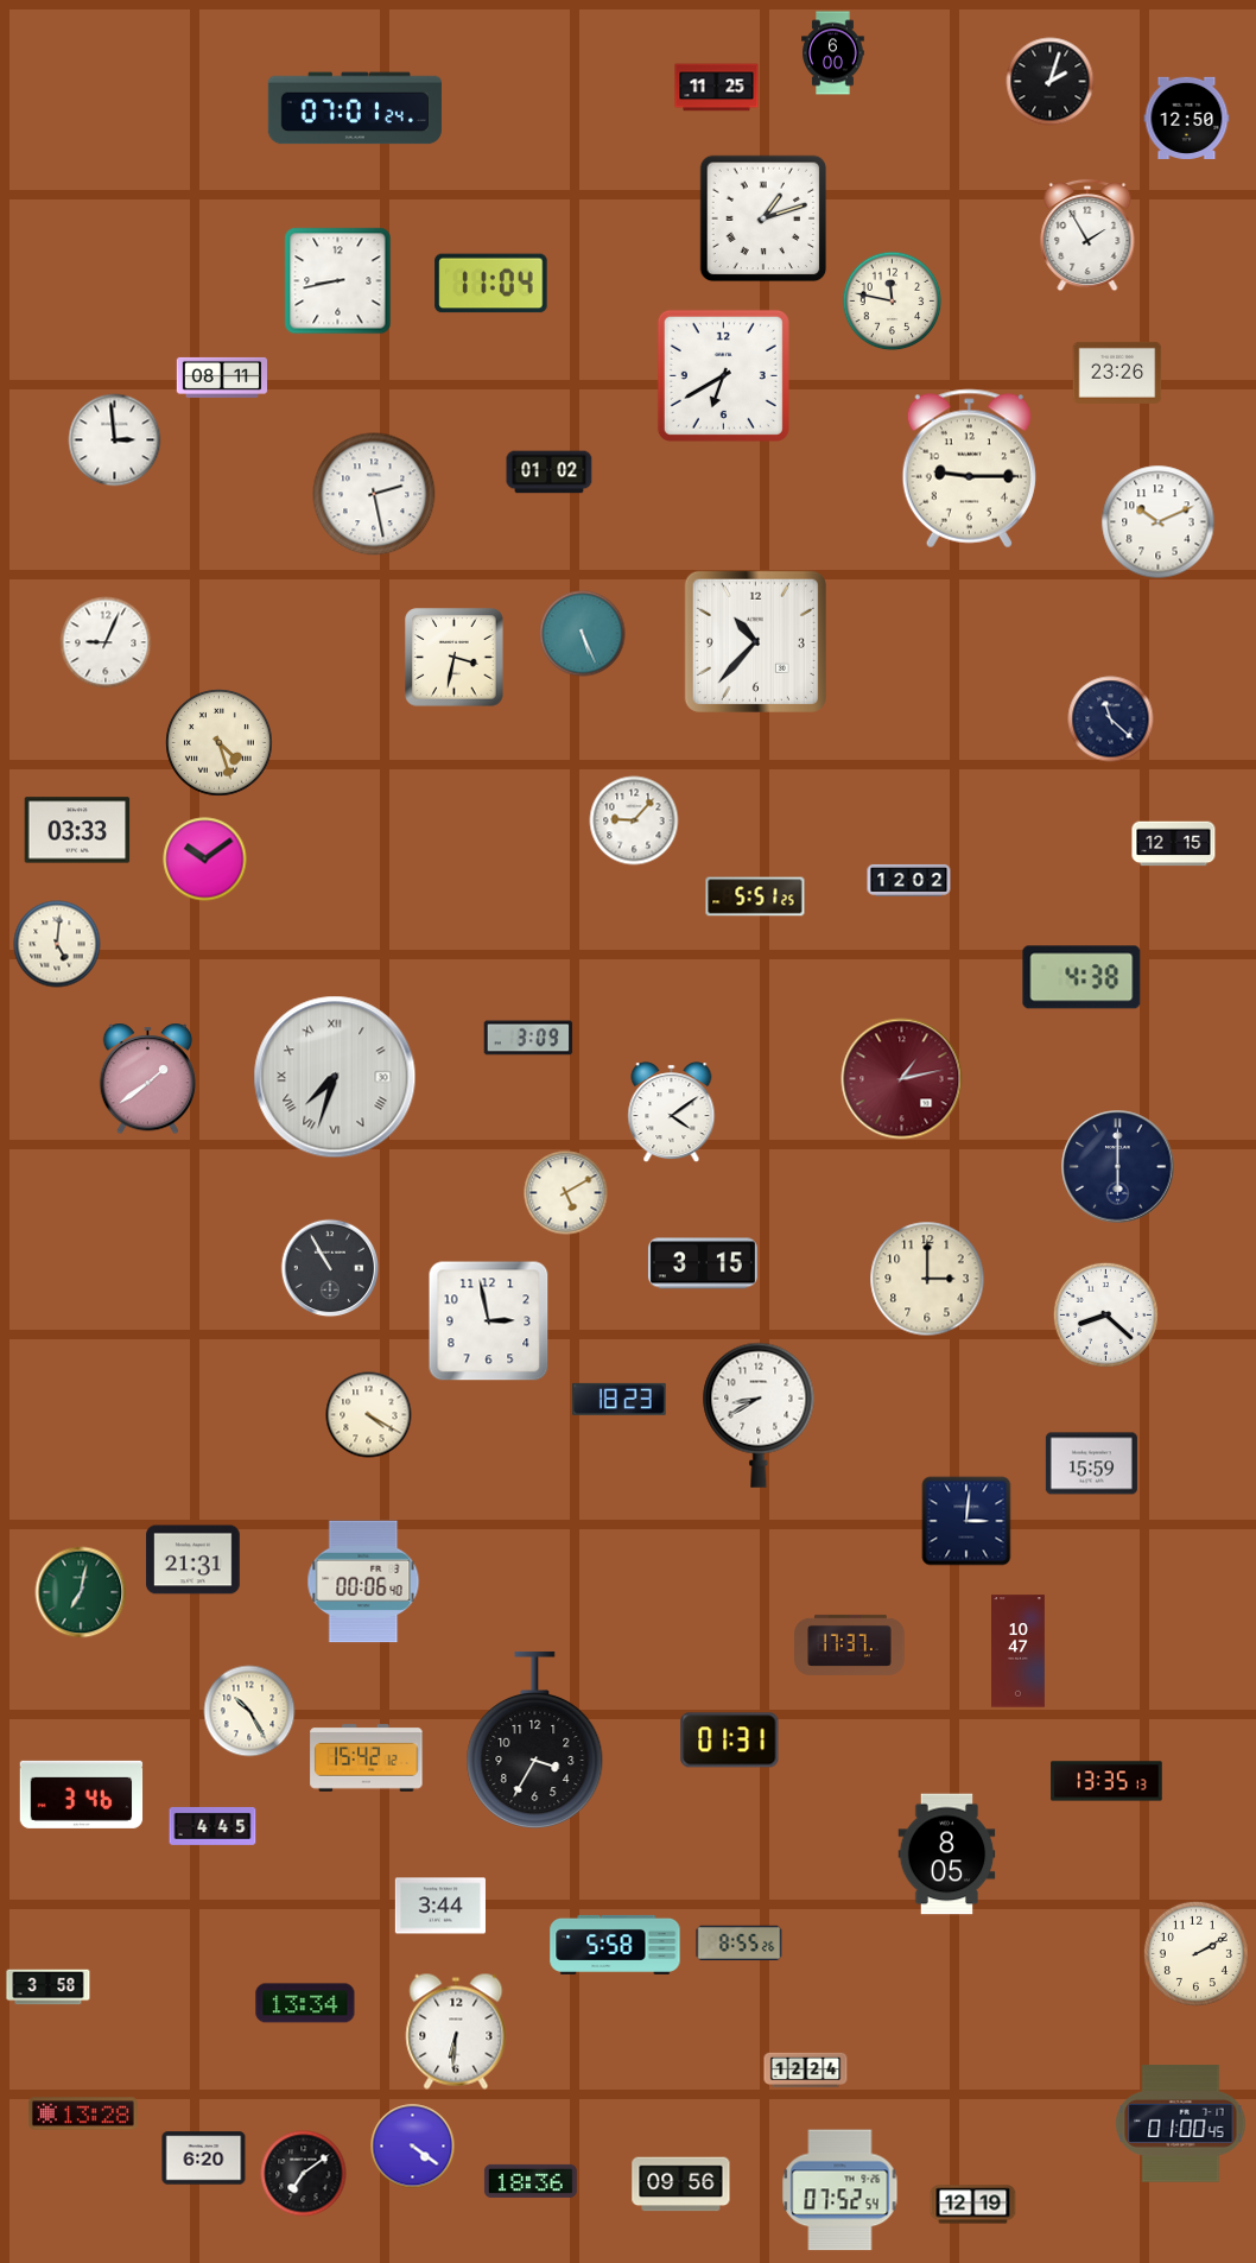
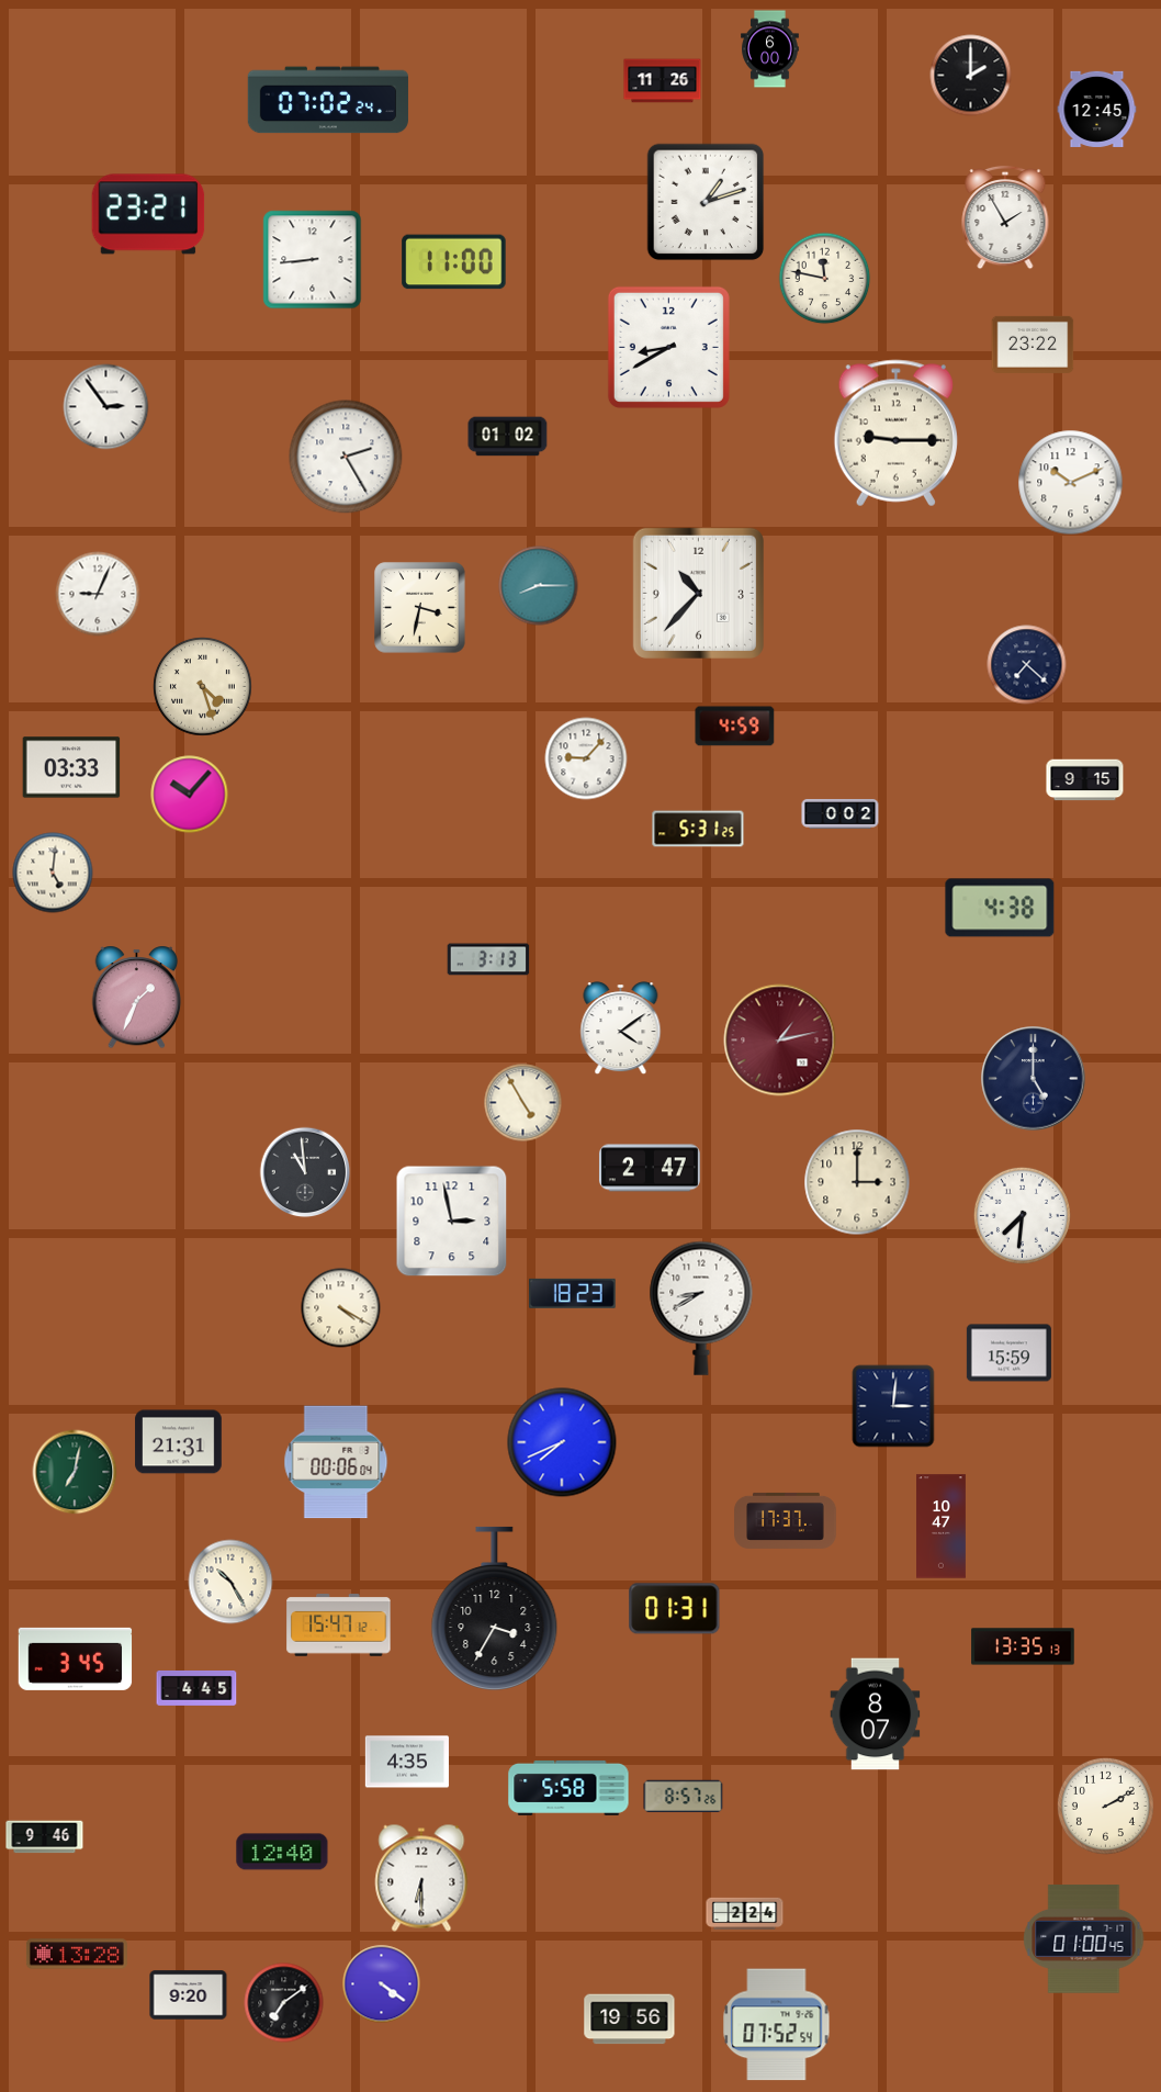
clock at (1051, 82): 2:03 -> 2:00
clock at (717, 88): 11:25 -> 11:26
clock at (355, 108): 07:01 -> 07:02
clock at (1187, 118): 12:50 -> 12:45
clock at (148, 214): none -> 23:21
clock at (338, 281): 8:43 -> 8:44
clock at (491, 284): 11:04 -> 11:00
clock at (1117, 373): 23:26 -> 23:22
clock at (723, 375): 6:40 -> 8:40
clock at (221, 378): 08:11 -> none
clock at (115, 440): 2:59 -> 2:54
clock at (374, 494): 2:28 -> 2:25
clock at (583, 634): 5:26 -> 8:15
clock at (1111, 720): 11:22 -> 7:22
clock at (735, 727): none -> 4:59
clock at (1174, 844): 12:15 -> 9:15
clock at (205, 860): 10:09 -> 10:07
clock at (909, 880): 12:02 -> 0:02
clock at (755, 896): 5:51 -> 5:31
clock at (1081, 977) position: (1081, 977) -> (1000, 908)
clock at (528, 1038): 3:09 -> 3:13
clock at (335, 1077): 7:33 -> none
clock at (148, 1079): 1:39 -> 1:34
clock at (902, 1079) position: (902, 1079) -> (780, 1041)
clock at (1118, 1167): 6:00 -> 5:00
clock at (566, 1193): 5:10 -> 4:55
clock at (703, 1263): 3:15 -> 2:47
clock at (330, 1268): 10:55 -> 10:59
clock at (1105, 1314): 8:22 -> 7:31
clock at (562, 1442): none -> 7:41
clock at (363, 1581): 00:06:40 -> 00:06:04
clock at (367, 1758): 15:42 -> 15:47
clock at (82, 1794): 3:46 -> 3:45
clock at (947, 1855): 8:05 -> 8:07
clock at (440, 1906): 3:44 -> 4:35
clock at (740, 1944): 8:55 -> 8:57
clock at (615, 1945) position: (615, 1945) -> (568, 1788)
clock at (49, 1988): 3:58 -> 9:46
clock at (305, 2003): 13:34 -> 12:40
clock at (456, 2031): 6:31 -> 6:30
clock at (806, 2071): 12:24 -> 2:24
clock at (1181, 2124) position: (1181, 2124) -> (1084, 1939)
clock at (204, 2159): 6:20 -> 9:20
clock at (304, 2174) position: (304, 2174) -> (284, 2003)
clock at (531, 2181): 18:36 -> none
clock at (681, 2185): 09:56 -> 19:56
clock at (973, 2205): 12:19 -> none
